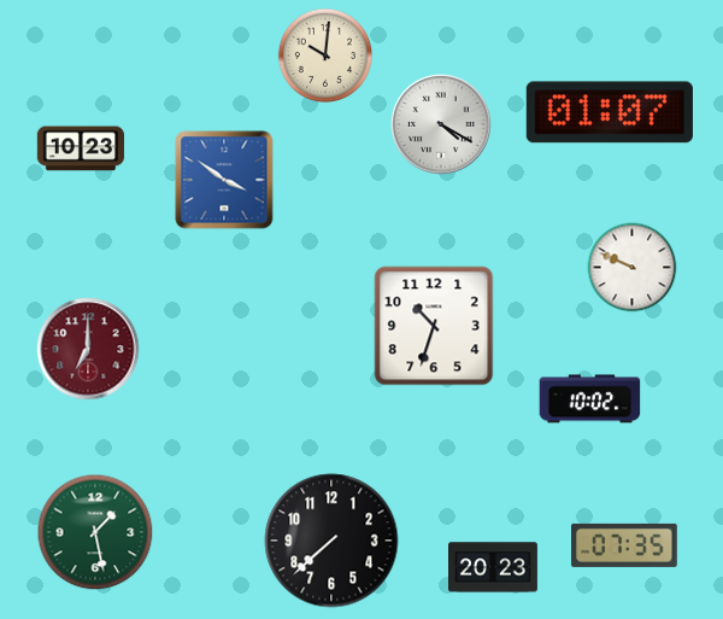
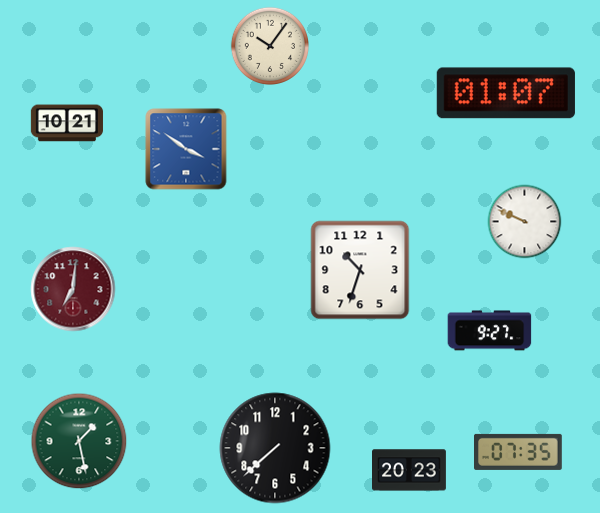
clock at (324, 54): 10:01 -> 10:06
clock at (441, 124): 4:20 -> none
clock at (81, 148): 10:23 -> 10:21
clock at (88, 349): 7:00 -> 7:01
clock at (590, 399): 10:02 -> 9:27
